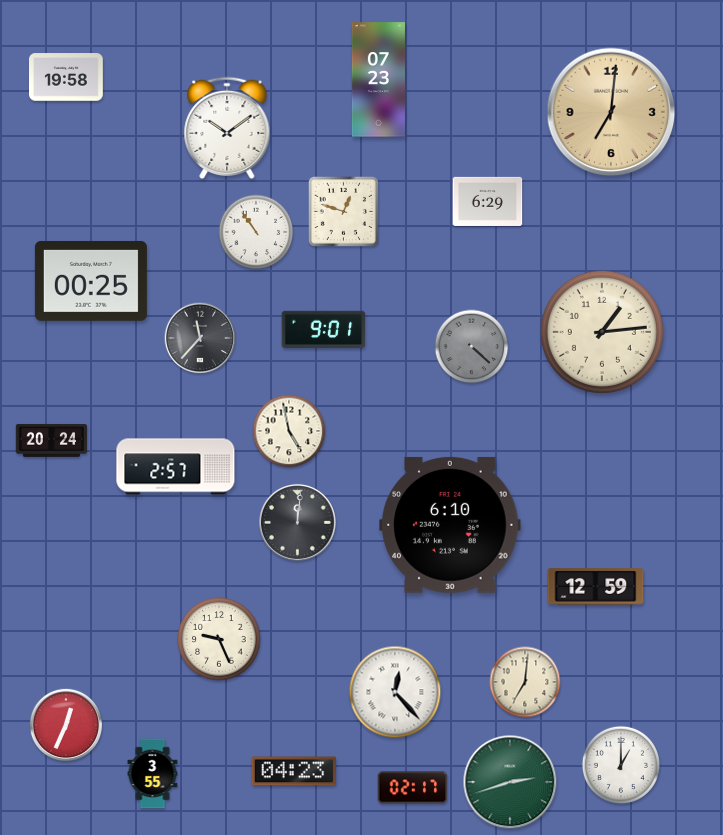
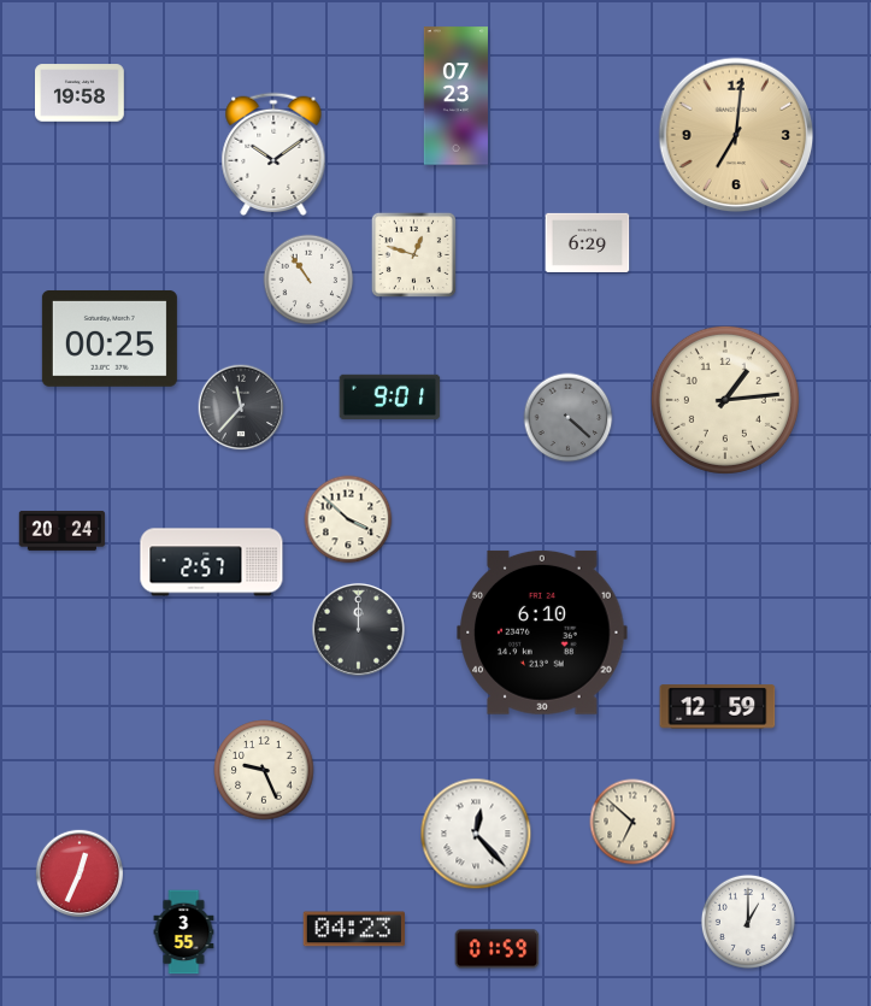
clock at (289, 431): 4:58 -> 3:52
clock at (297, 522): 12:01 -> 12:00
clock at (525, 682): 7:01 -> 6:52
clock at (510, 782): 2:42 -> none
clock at (413, 788): 02:17 -> 01:59
